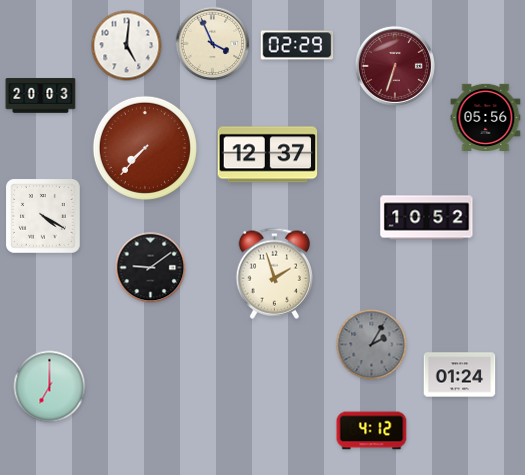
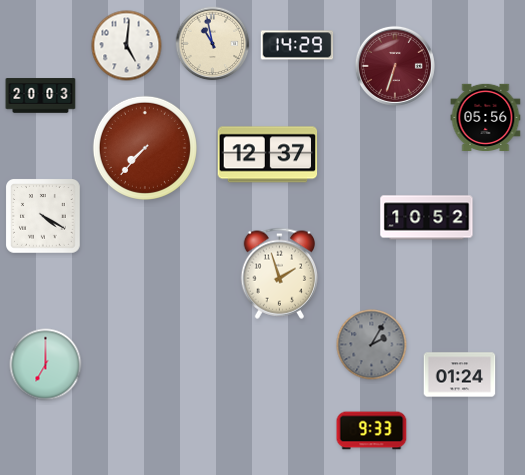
clock at (213, 44): 3:56 -> 10:58
clock at (297, 45): 02:29 -> 14:29
clock at (151, 268): 9:09 -> none
clock at (275, 273) position: (275, 273) -> (280, 273)
clock at (50, 387) position: (50, 387) -> (46, 365)
clock at (372, 431): 4:12 -> 9:33
